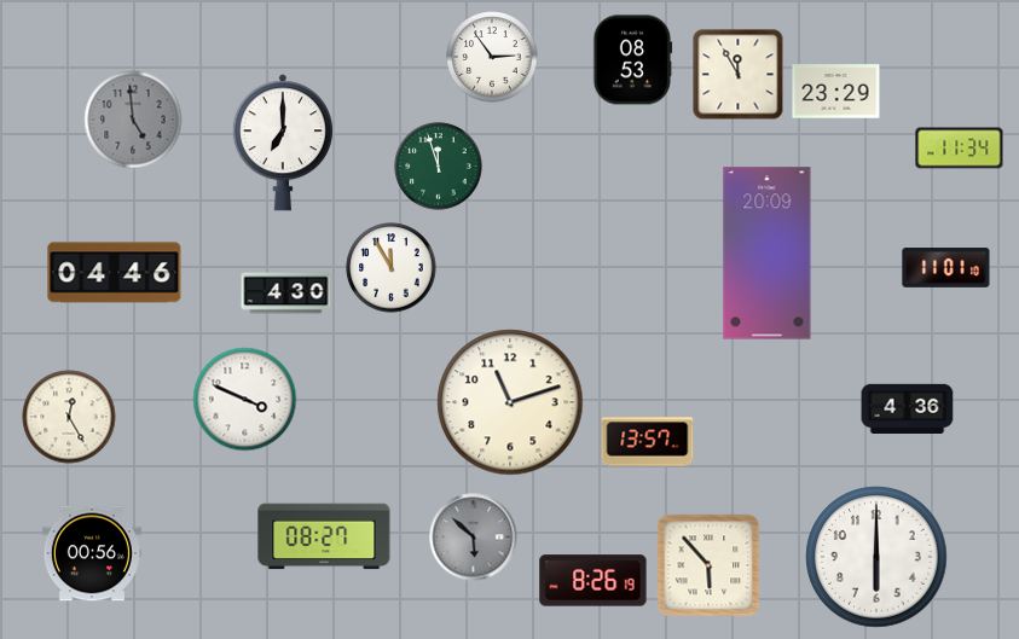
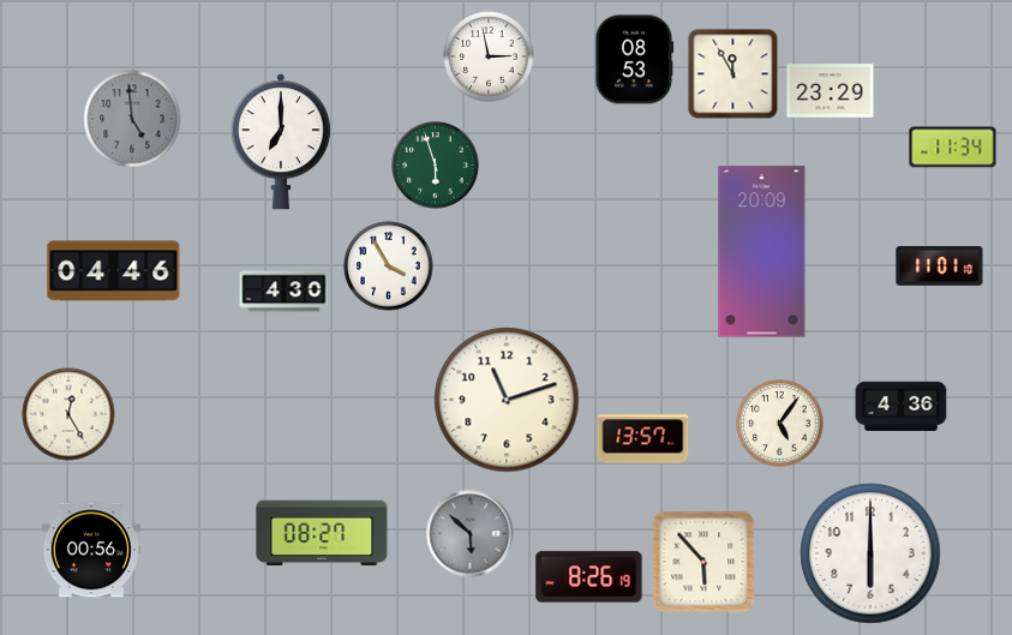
clock at (492, 57): 2:54 -> 2:58
clock at (633, 60) position: (633, 60) -> (635, 60)
clock at (439, 167): 11:57 -> 5:57
clock at (392, 268): 11:55 -> 3:55
clock at (245, 400): 3:49 -> none
clock at (780, 424): none -> 5:06
